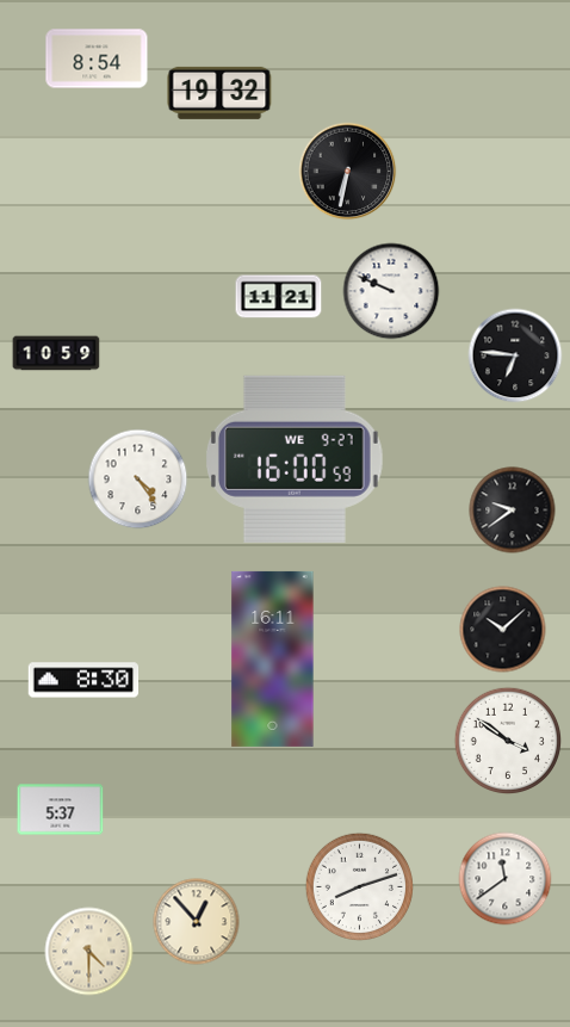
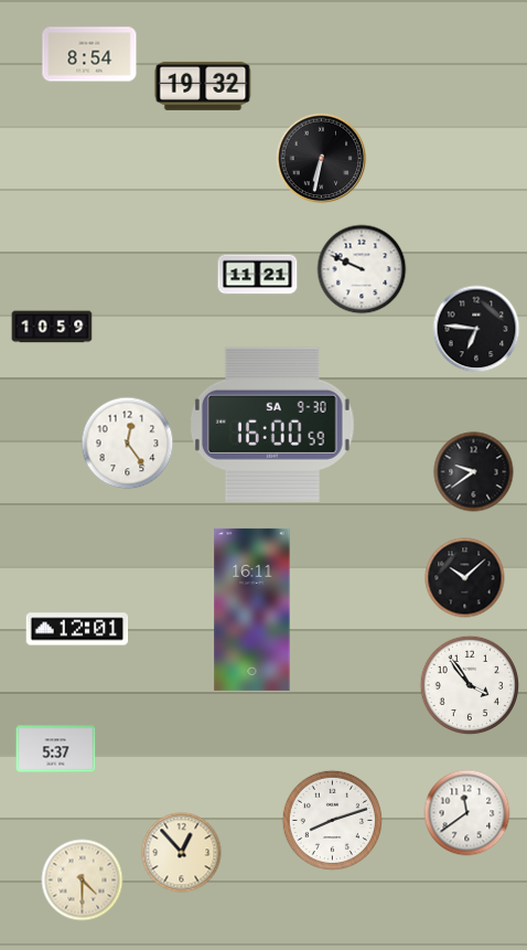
clock at (295, 459) date: WE 9-27 -> SA 9-30
clock at (138, 480): 4:24 -> 12:24
clock at (503, 630) position: (503, 630) -> (465, 578)
clock at (83, 680): 8:30 -> 12:01
clock at (508, 741): 3:51 -> 3:54
